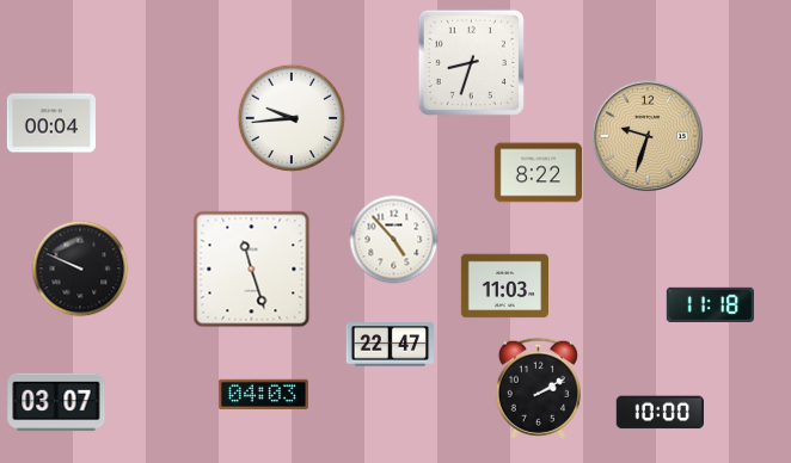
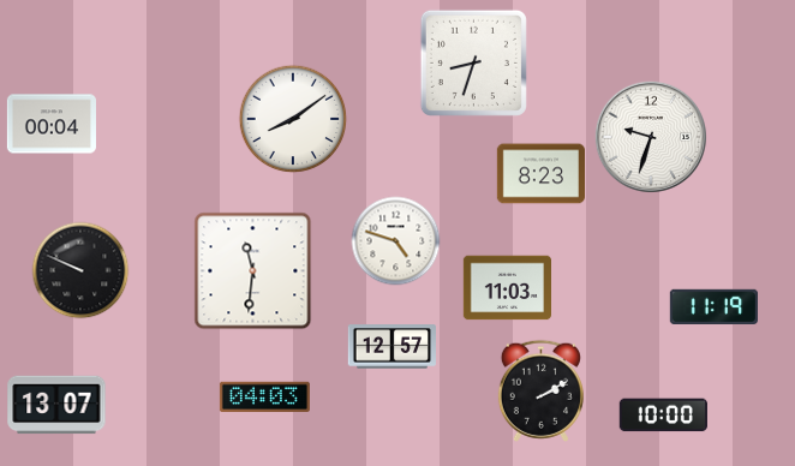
clock at (292, 118): 9:44 -> 8:09
clock at (646, 135) dial: champagne -> white
clock at (538, 173): 8:22 -> 8:23
clock at (394, 240): 4:53 -> 4:48
clock at (252, 270): 11:27 -> 11:31
clock at (710, 304): 11:18 -> 11:19
clock at (390, 345): 22:47 -> 12:57
clock at (56, 402): 03:07 -> 13:07
